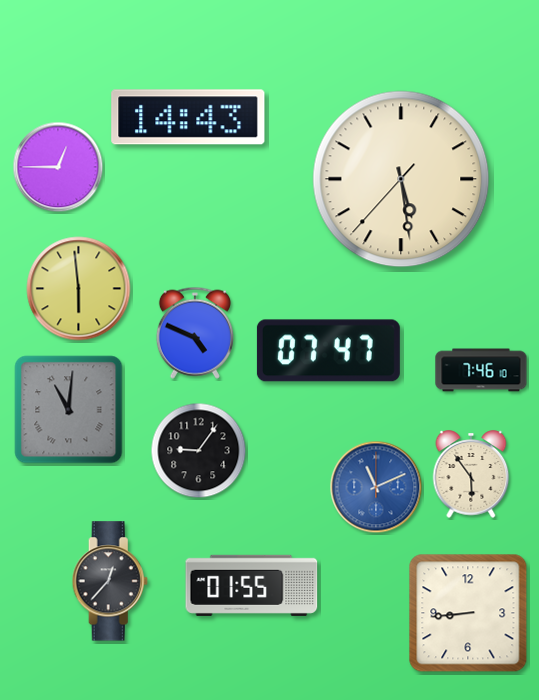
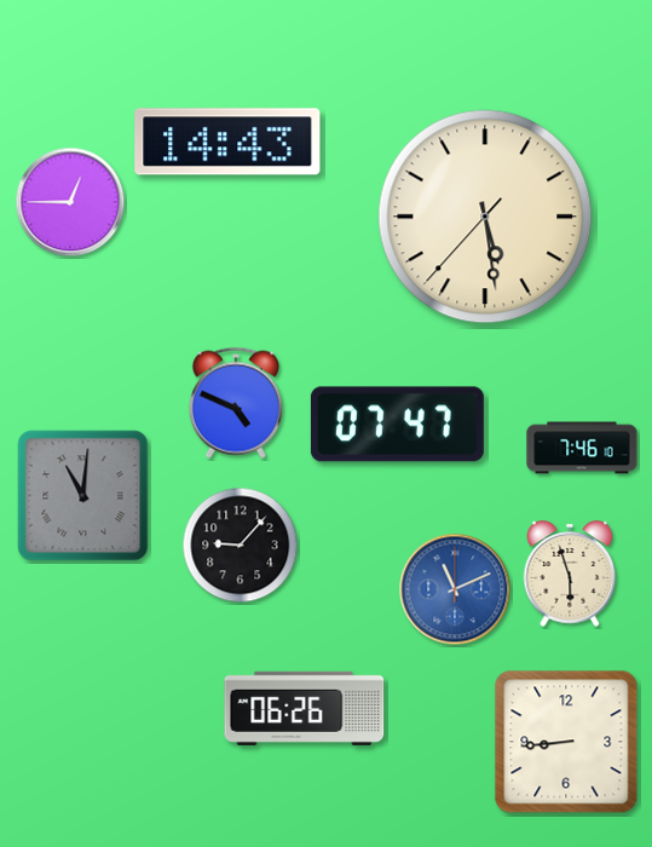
clock at (79, 289): 5:59 -> none
clock at (199, 451): 9:06 -> 9:07
clock at (471, 474): 5:54 -> 5:57
clock at (110, 581): 12:37 -> none
clock at (252, 585): 01:55 -> 06:26
